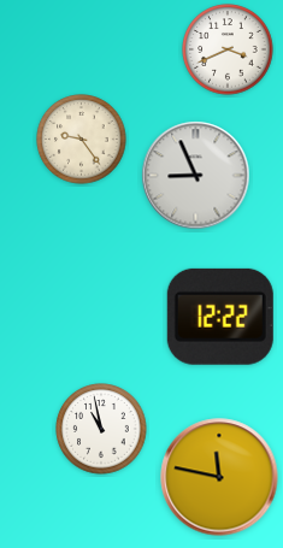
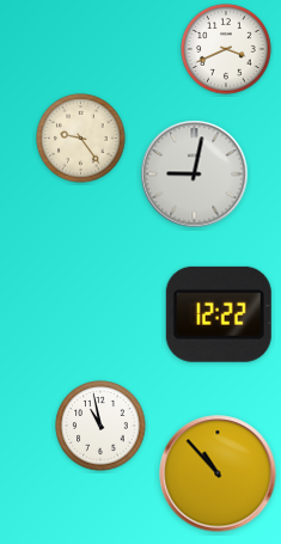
clock at (196, 176): 8:56 -> 9:02
clock at (219, 477): 11:47 -> 10:53
